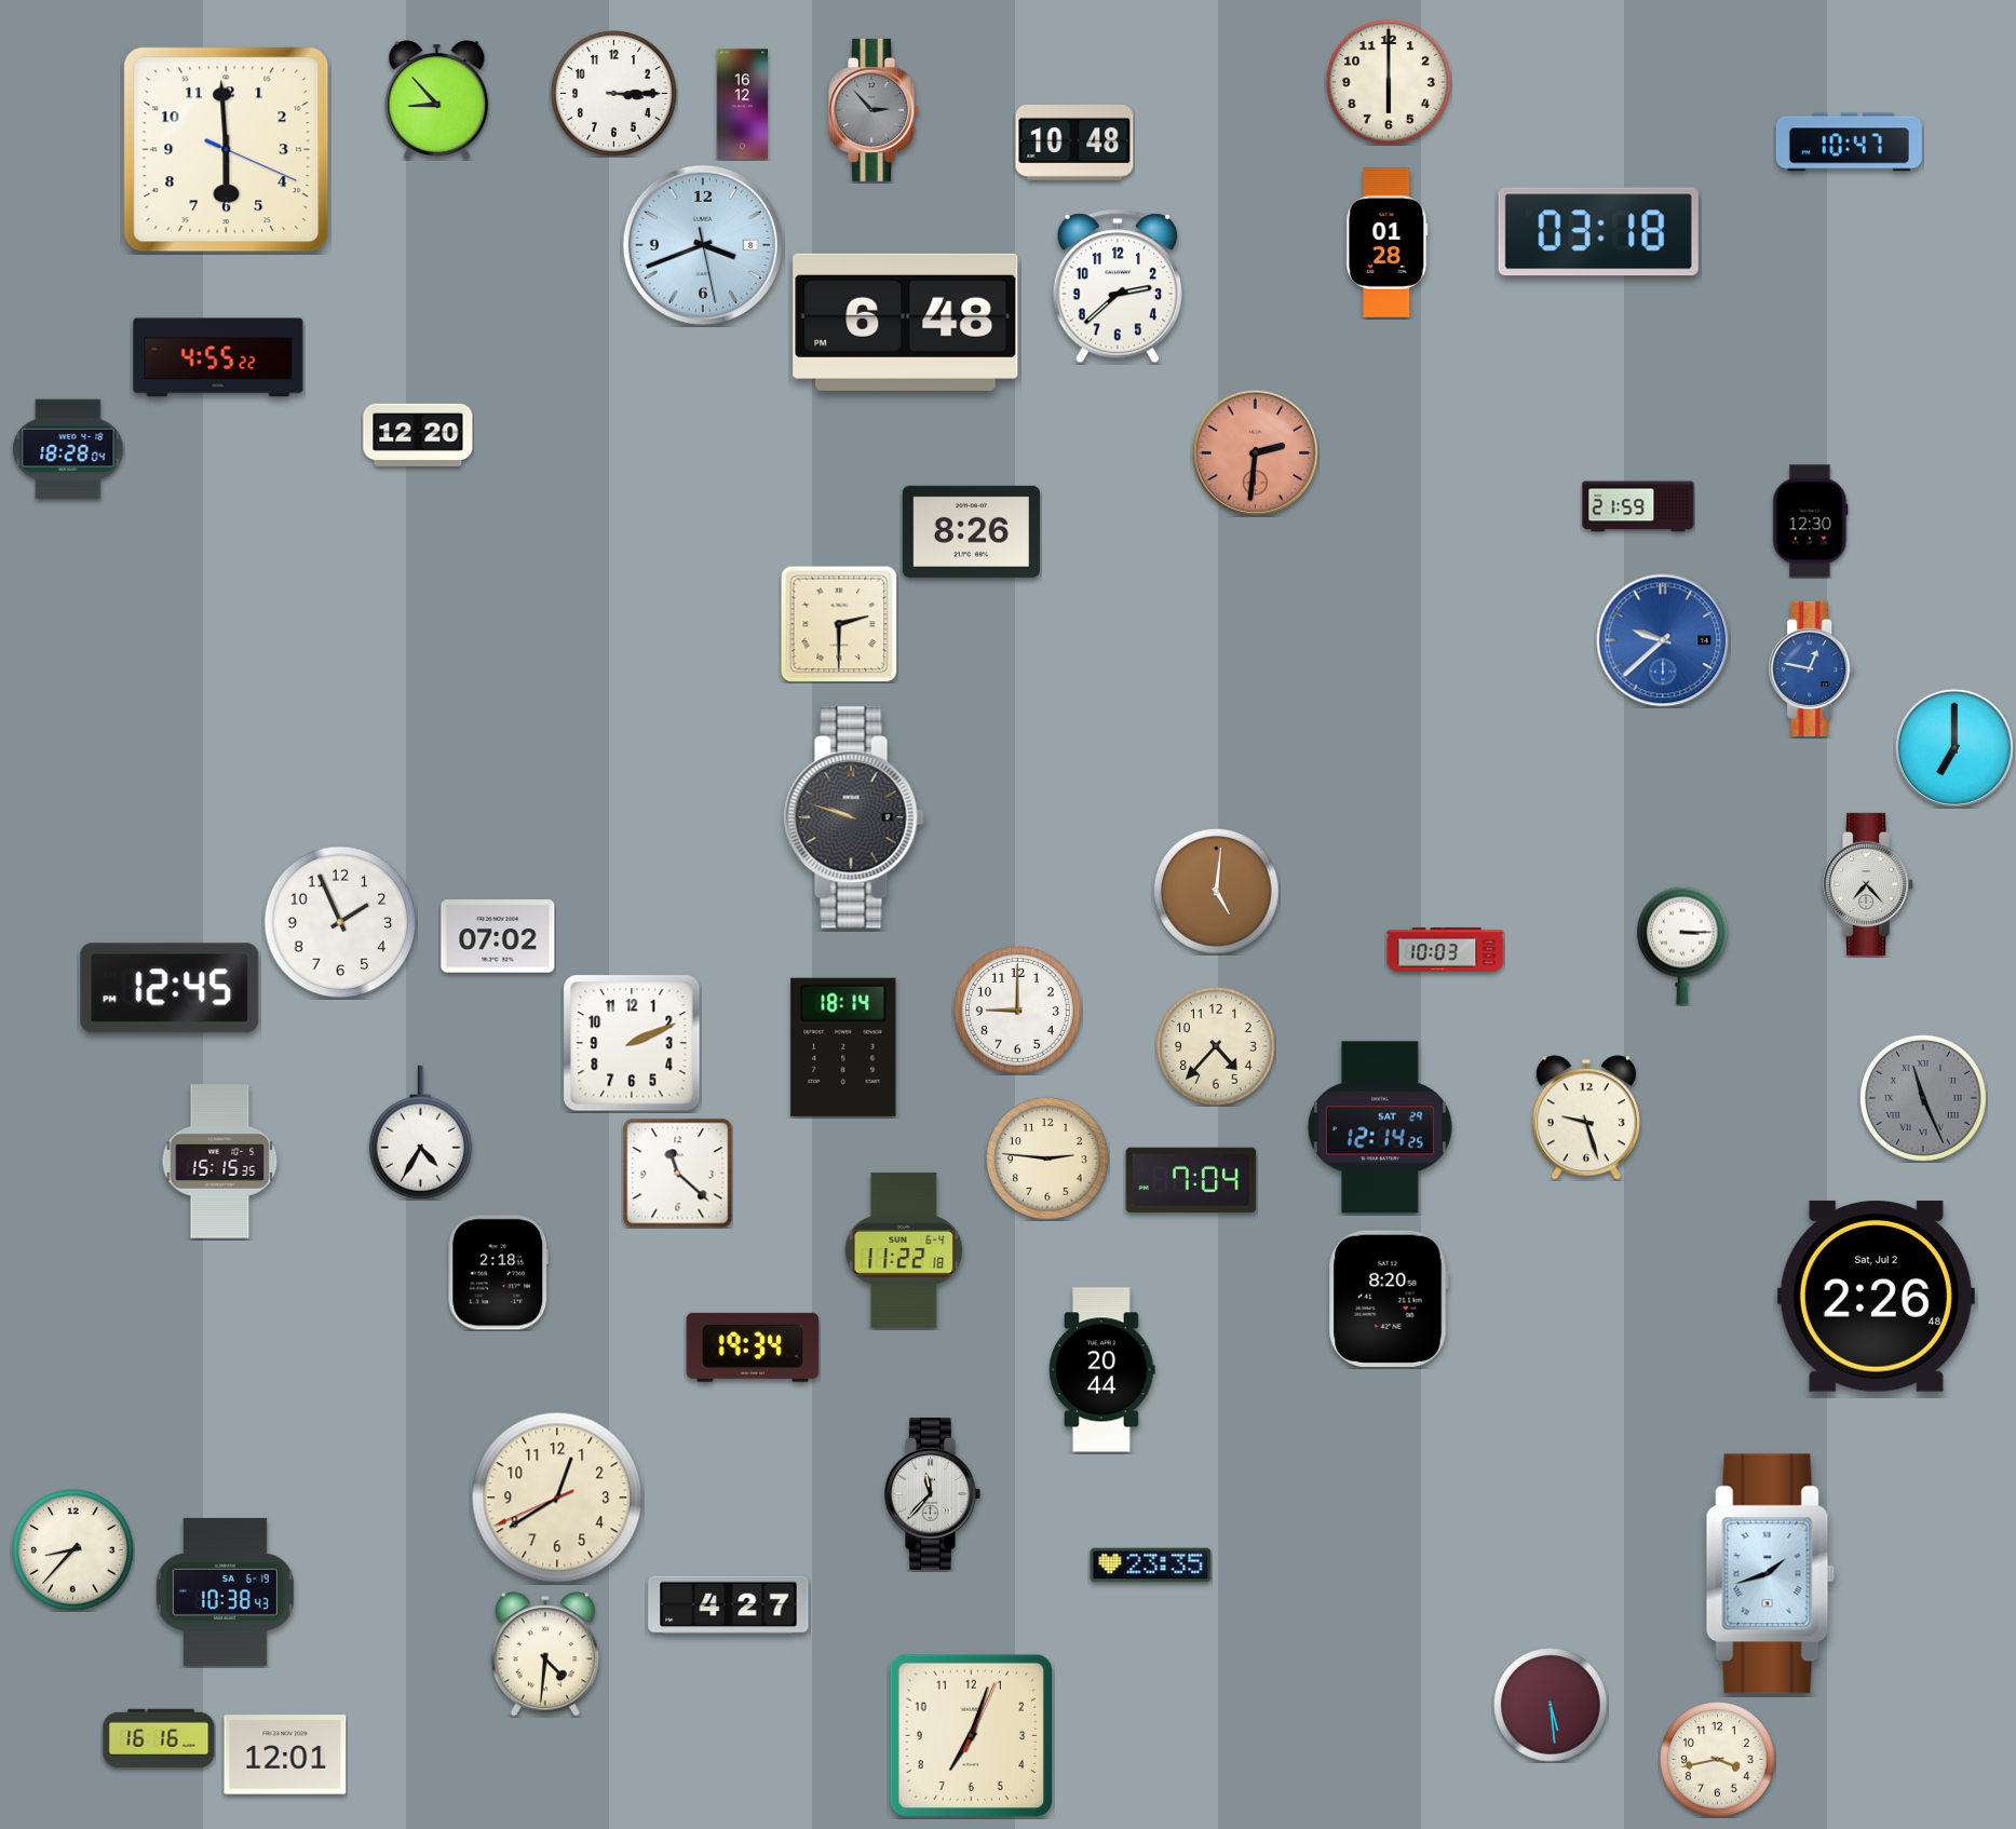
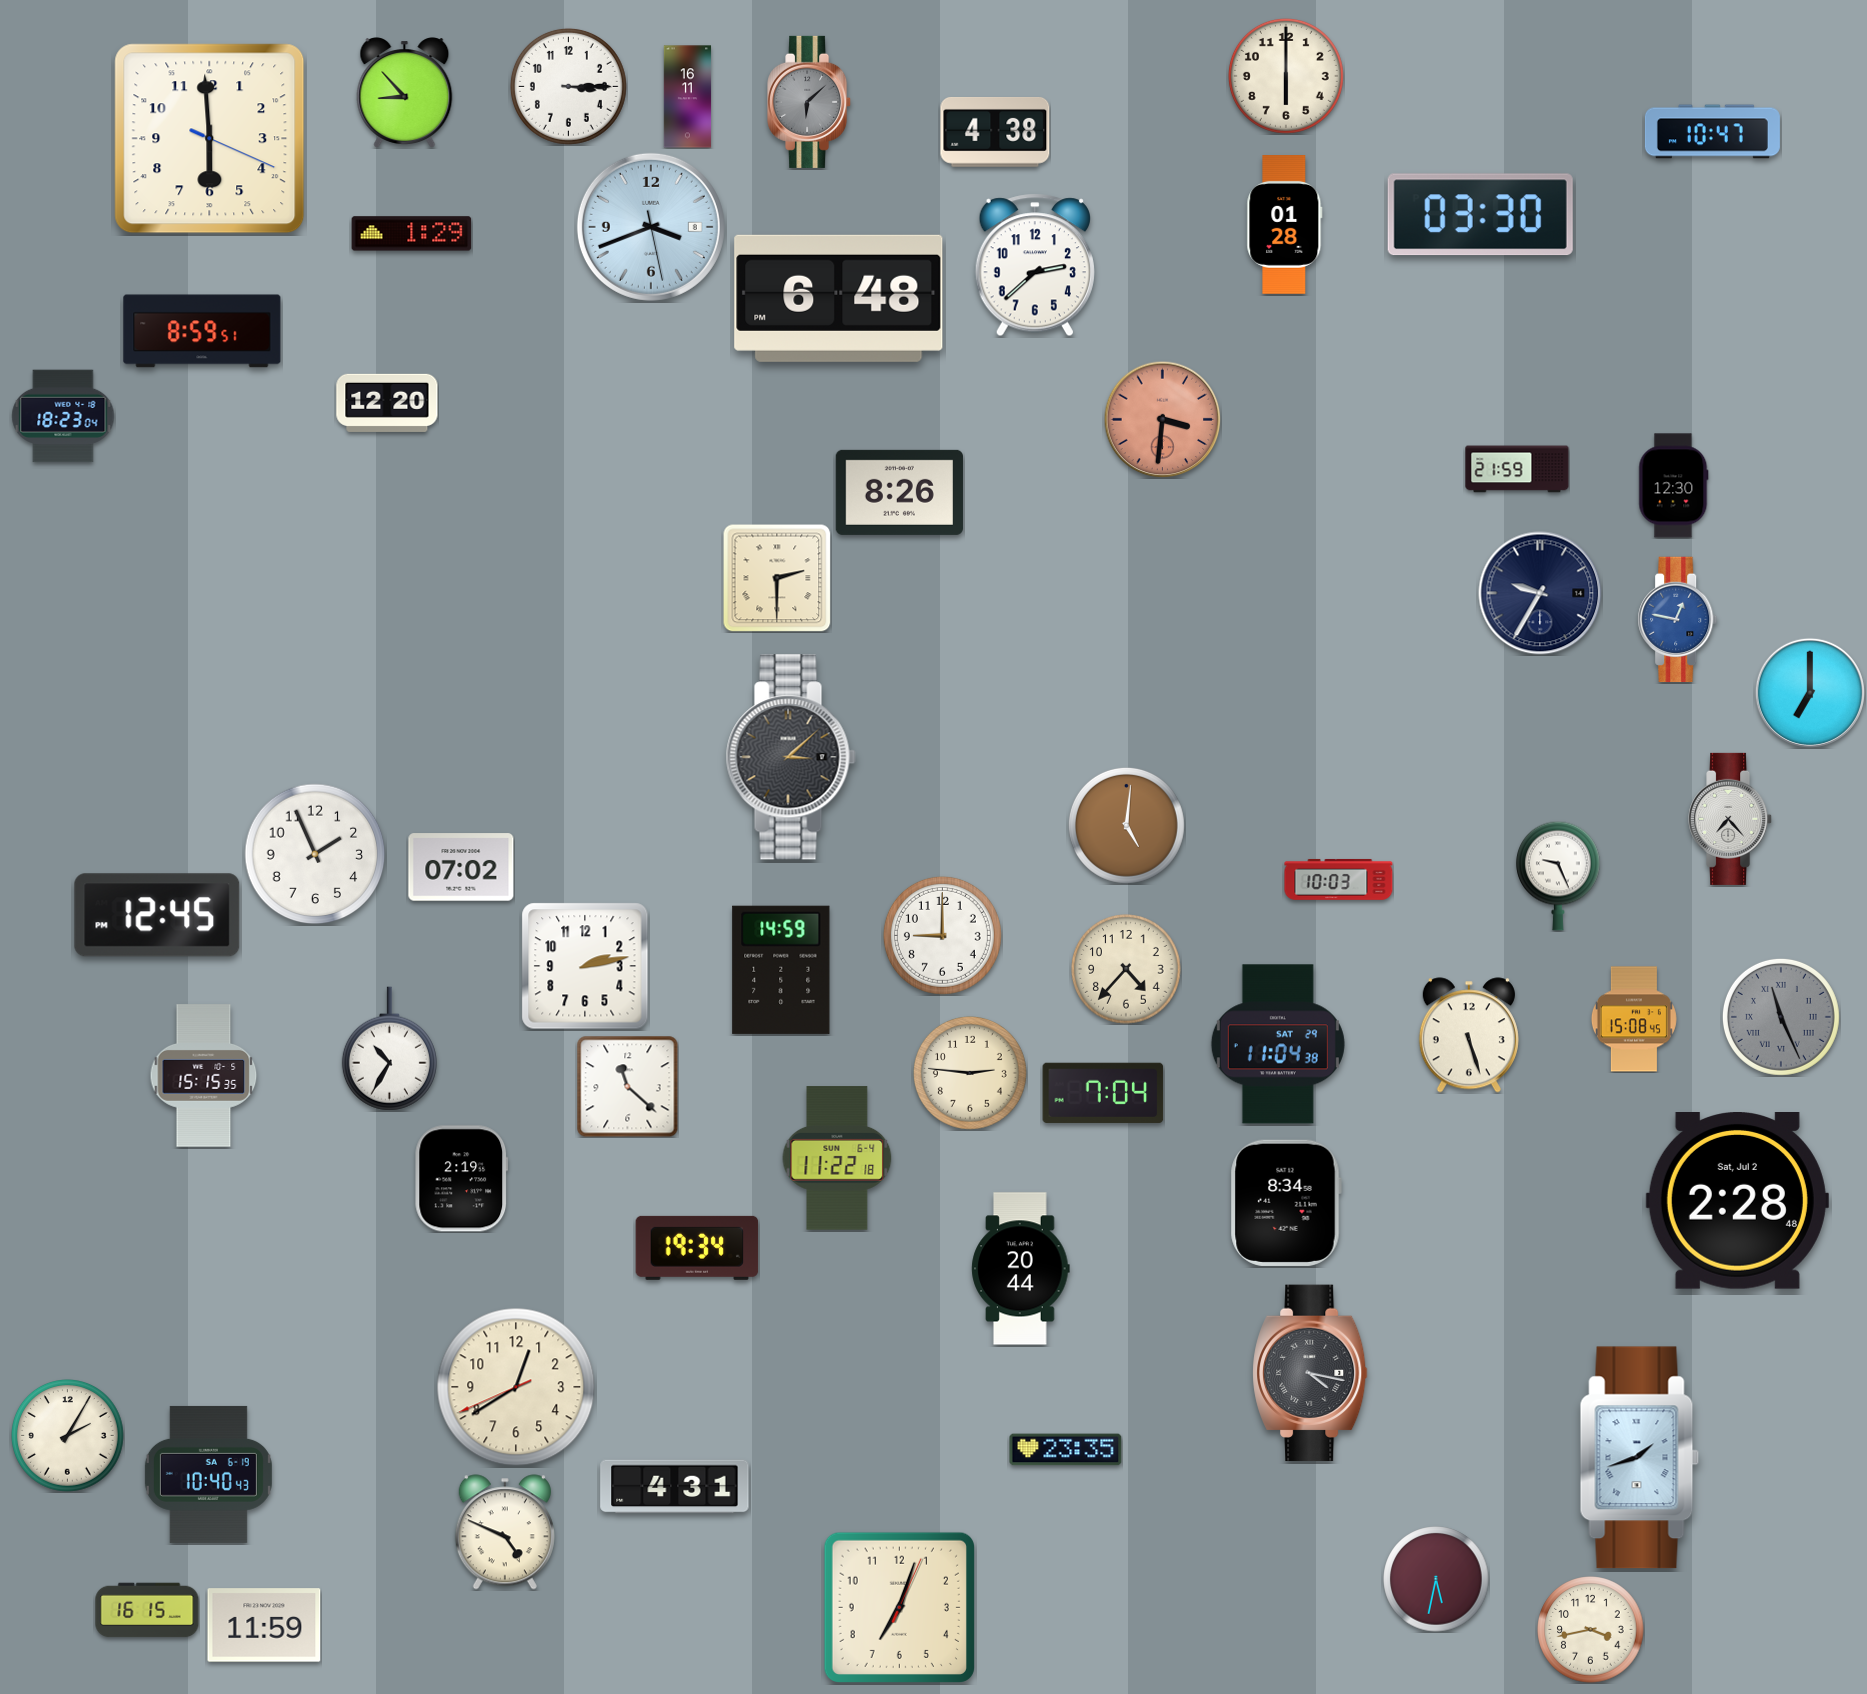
clock at (743, 105): 16:12 -> 16:11
clock at (875, 110): 2:53 -> 6:08
clock at (1074, 143): 10:48 -> 4:38
clock at (1598, 232): 03:18 -> 03:30
clock at (412, 234): none -> 1:29
clock at (218, 357): 4:55 -> 8:59
clock at (68, 449): 18:28 -> 18:23
clock at (1255, 452): 2:31 -> 3:31
clock at (1811, 521) position: (1811, 521) -> (1674, 486)
clock at (1663, 640): 9:38 -> 9:35
clock at (1663, 640) dial: blue -> navy
clock at (854, 817): 9:48 -> 3:08
clock at (1683, 946): 3:15 -> 9:26
clock at (632, 1043): 2:11 -> 2:13
clock at (843, 1047): 18:14 -> 14:59
clock at (1634, 1019): none -> 15:08
clock at (1586, 1117): 9:27 -> 5:27
clock at (1380, 1127): 12:14 -> 11:04
clock at (420, 1133): 4:35 -> 10:35
clock at (499, 1273): 2:18 -> 2:19
clock at (1876, 1297): 2:26 -> 2:28
clock at (1389, 1299): 8:20 -> 8:34
clock at (1311, 1373): none -> 4:17
clock at (933, 1494): 11:37 -> none
clock at (73, 1550): 8:37 -> 2:05
clock at (225, 1591): 10:38 -> 10:40
clock at (729, 1606): 4:27 -> 4:31
clock at (545, 1654): 4:31 -> 4:49
clock at (1551, 1705): 5:29 -> 5:32
clock at (159, 1738): 16:16 -> 16:15
clock at (285, 1755): 12:01 -> 11:59
